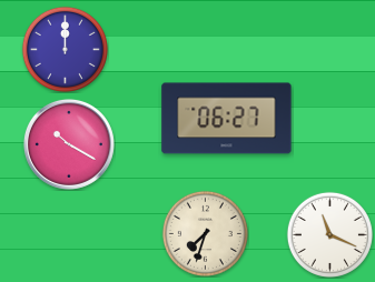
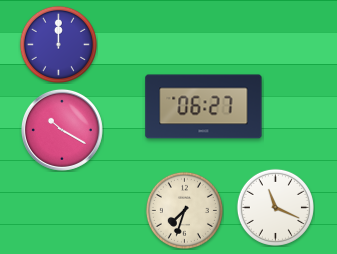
clock at (329, 234) position: (329, 234) -> (275, 207)
